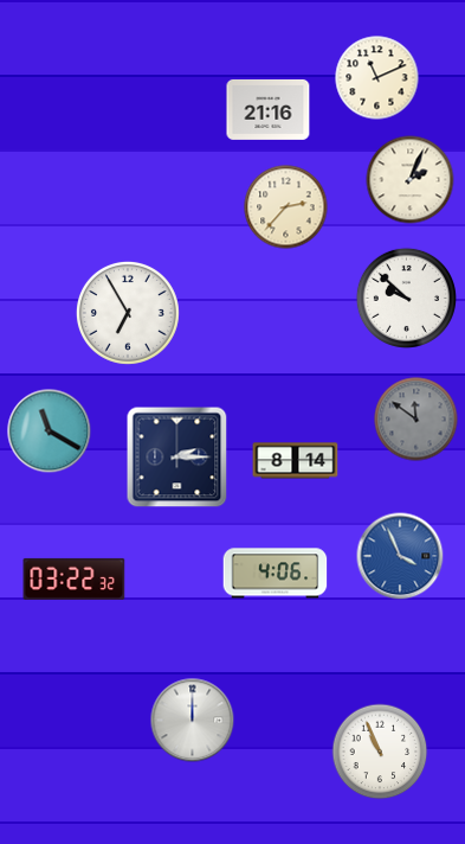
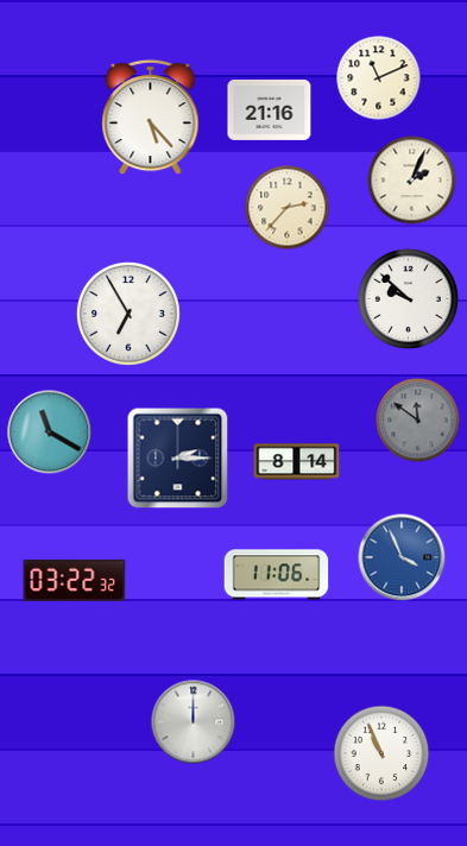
clock at (151, 118): none -> 5:23
clock at (276, 574): 4:06 -> 11:06
